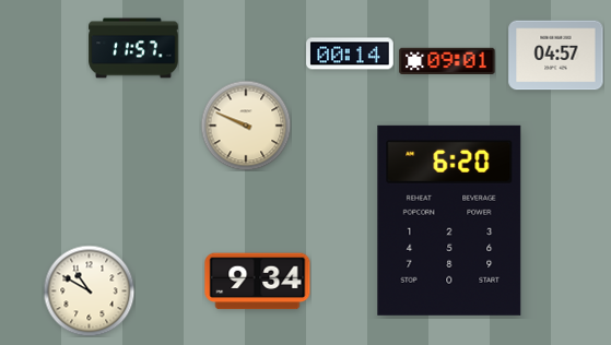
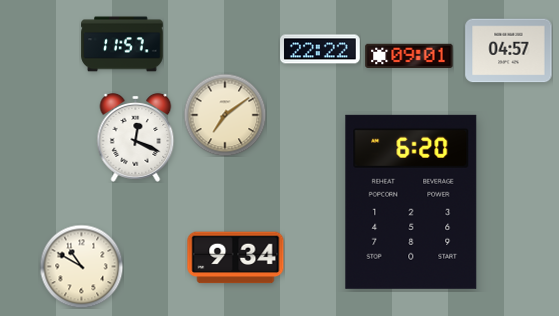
clock at (350, 53): 00:14 -> 22:22
clock at (246, 126): 9:49 -> 7:09
clock at (136, 137): none -> 12:19
